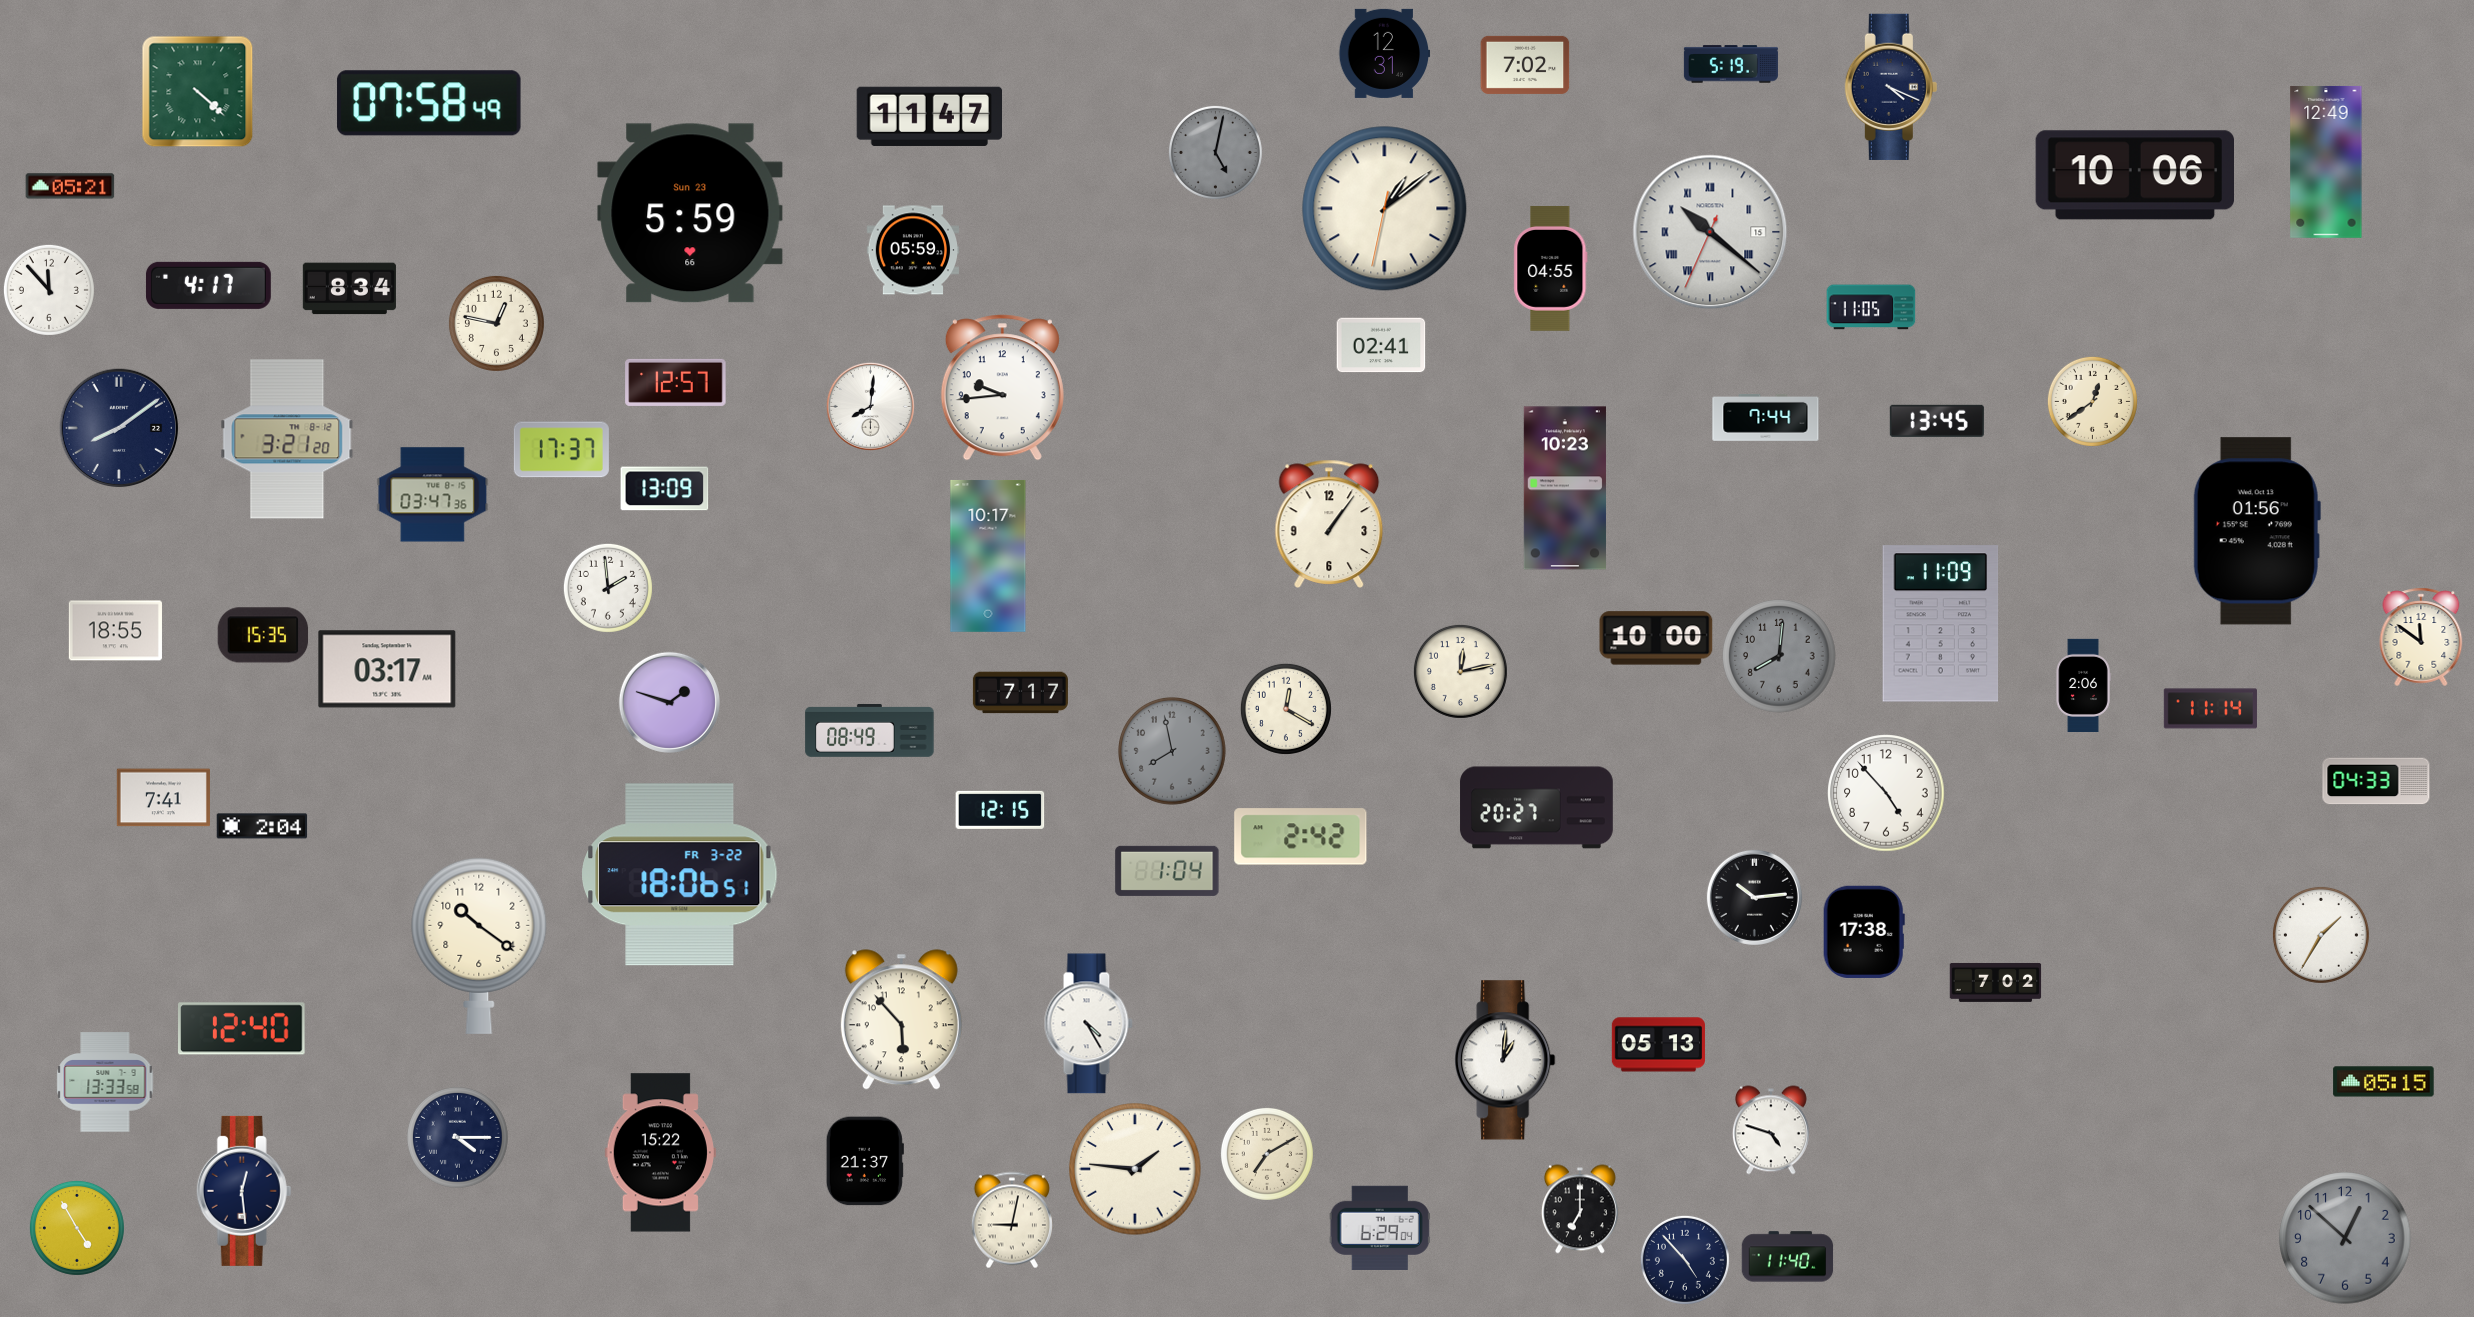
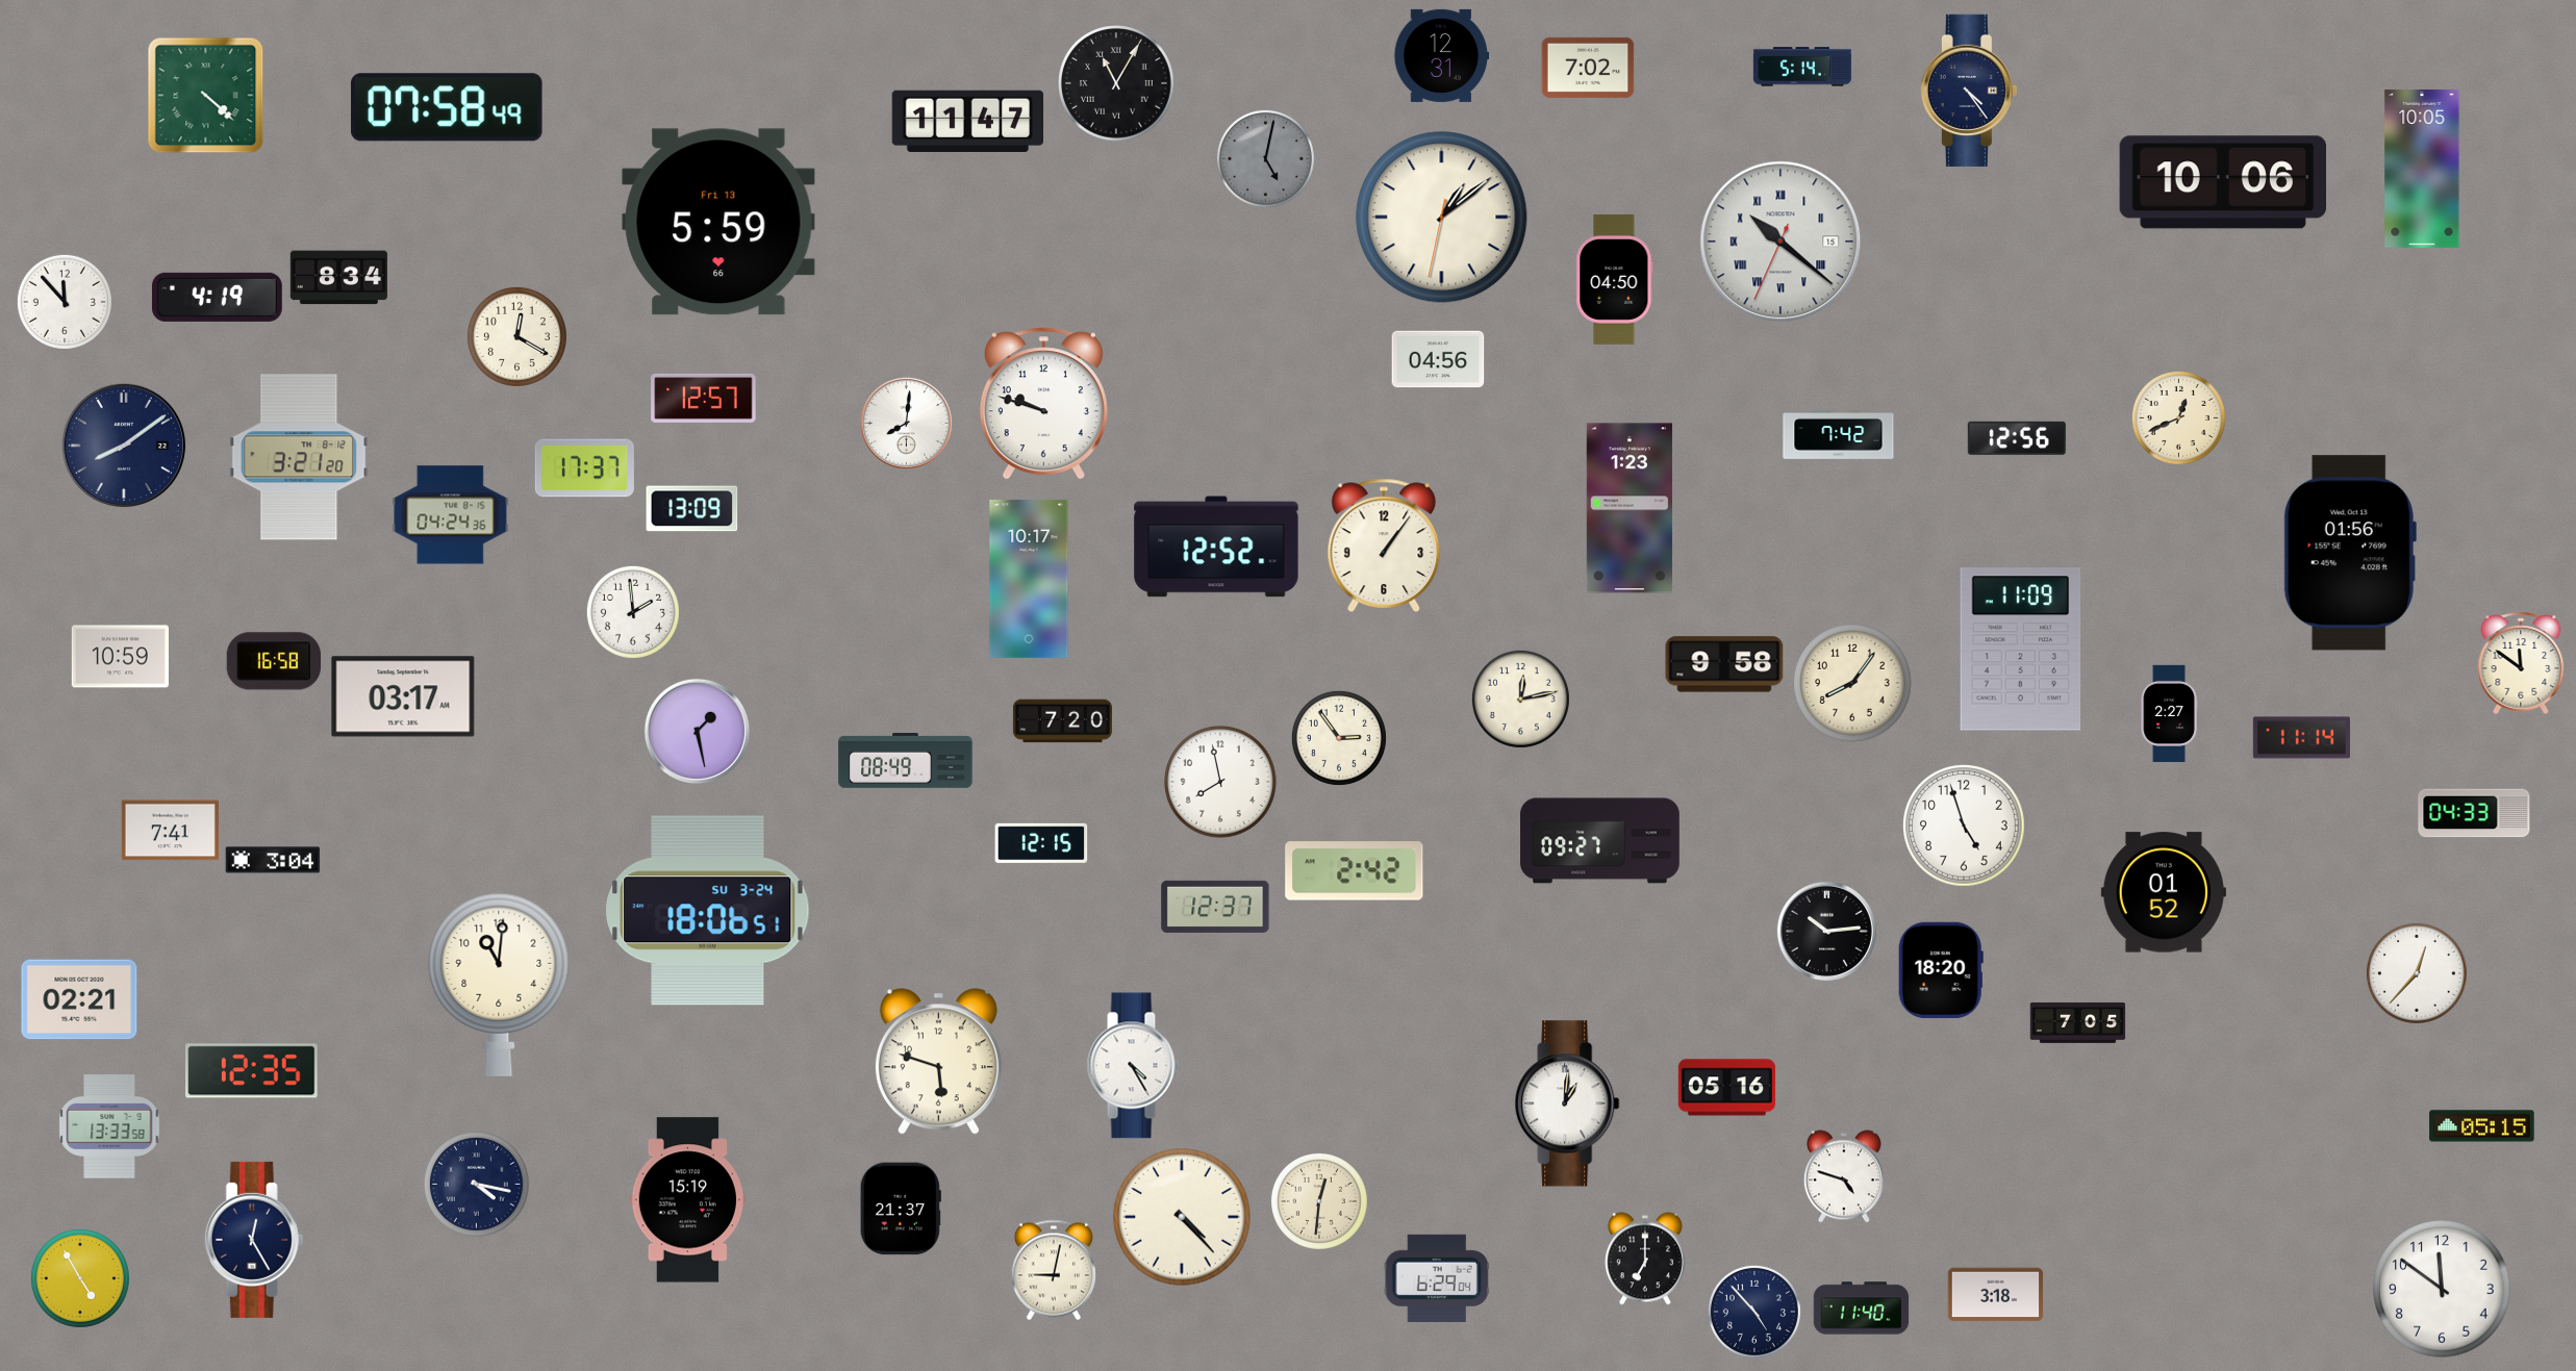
clock at (1731, 64): 5:19 -> 5:14
clock at (1117, 84): none -> 11:05
clock at (1891, 87): 4:19 -> 4:24
clock at (2326, 162): 12:49 -> 10:05
clock at (70, 186): 05:21 -> none
clock at (690, 213) date: Sun 23 -> Fri 13
clock at (912, 250): 05:59 -> none
clock at (1551, 269): 04:55 -> 04:50
clock at (208, 285): 4:17 -> 4:19
clock at (349, 289) position: (349, 289) -> (338, 278)
clock at (49, 290) position: (49, 290) -> (65, 302)
clock at (1871, 307): 11:05 -> none
clock at (496, 323): 12:47 -> 12:20
clock at (1381, 345): 02:41 -> 04:56
clock at (1002, 388): 9:44 -> 9:48
clock at (2092, 401): 12:39 -> 12:41
clock at (1766, 417): 7:44 -> 7:42
clock at (1937, 421): 13:45 -> 12:56
clock at (1565, 488): 10:23 -> 1:23
clock at (433, 495): 03:47 -> 04:24
clock at (1216, 547): none -> 12:52
clock at (115, 631): 18:55 -> 10:59
clock at (263, 635): 15:35 -> 16:58
clock at (1656, 638): 10:00 -> 9:58
clock at (1779, 656): 8:01 -> 8:06
clock at (1779, 656) dial: grey -> cream
clock at (2083, 685): 2:06 -> 2:27
clock at (1020, 693): 7:17 -> 7:20
clock at (669, 702): 1:48 -> 1:28
clock at (1286, 709): 12:20 -> 2:54
clock at (1173, 752) dial: grey -> white
clock at (1886, 793): 4:53 -> 4:57
clock at (1537, 808): 20:27 -> 09:27
clock at (262, 826): 2:04 -> 3:04
clock at (2164, 892): none -> 01:52
clock at (1167, 871): 1:04 -> 12:37
clock at (680, 875) date: FR 3-22 -> SU 3-24
clock at (1754, 897) position: (1754, 897) -> (1826, 931)
clock at (1864, 932): 17:38 -> 18:20
clock at (2321, 935): 1:35 -> 12:37
clock at (479, 945): 10:21 -> 11:01
clock at (79, 999): none -> 02:21
clock at (1996, 982): 7:02 -> 7:05
clock at (901, 1020): 5:53 -> 5:48
clock at (242, 1029): 12:40 -> 12:35
clock at (1658, 1045): 05:13 -> 05:16
clock at (457, 1137): 4:15 -> 4:17
clock at (660, 1153): 15:22 -> 15:19
clock at (1267, 1154): 7:10 -> 12:31
clock at (1135, 1169): 1:46 -> 4:23
clock at (244, 1191): 12:29 -> 12:25
clock at (2345, 1238): 12:52 -> 11:51
clock at (2345, 1238) dial: grey -> white
clock at (1996, 1295): none -> 3:18
